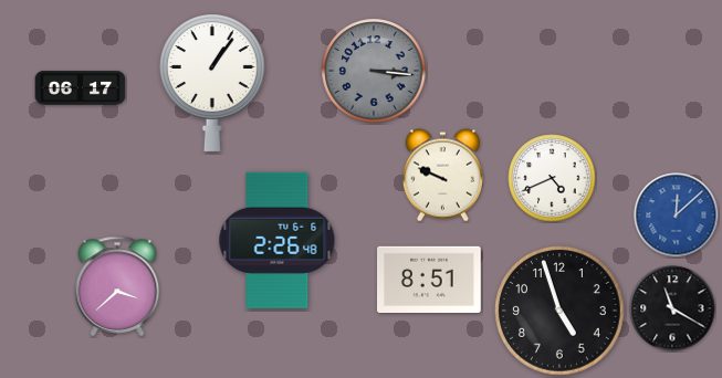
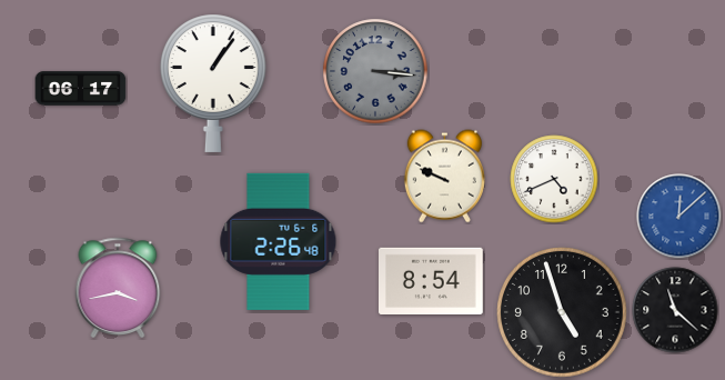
clock at (430, 279): 8:51 -> 8:54
clock at (117, 286): 3:38 -> 3:43
clock at (672, 308): 11:20 -> 11:22
